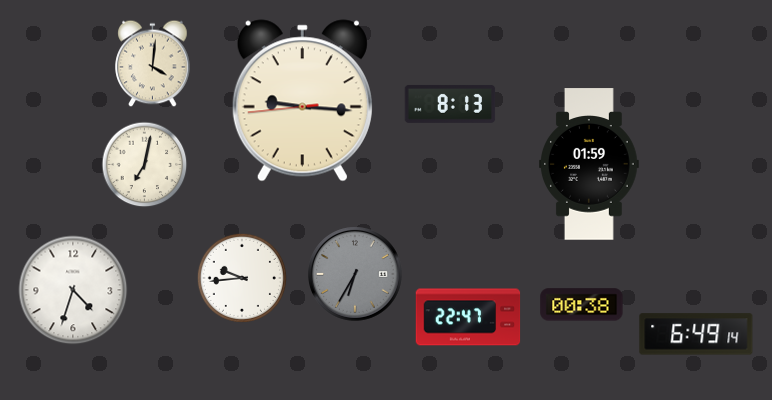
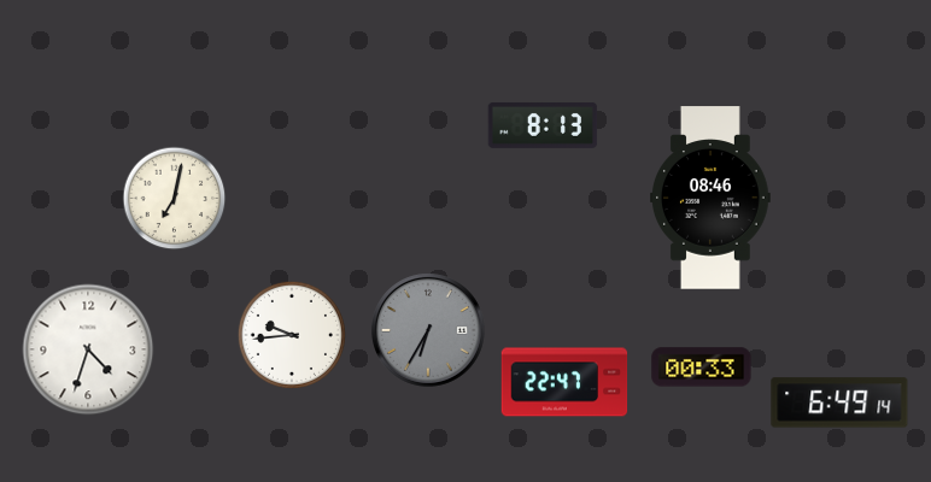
clock at (153, 64): 4:01 -> none
clock at (302, 101): 9:15 -> none
clock at (590, 164): 01:59 -> 08:46
clock at (582, 305): 00:38 -> 00:33
